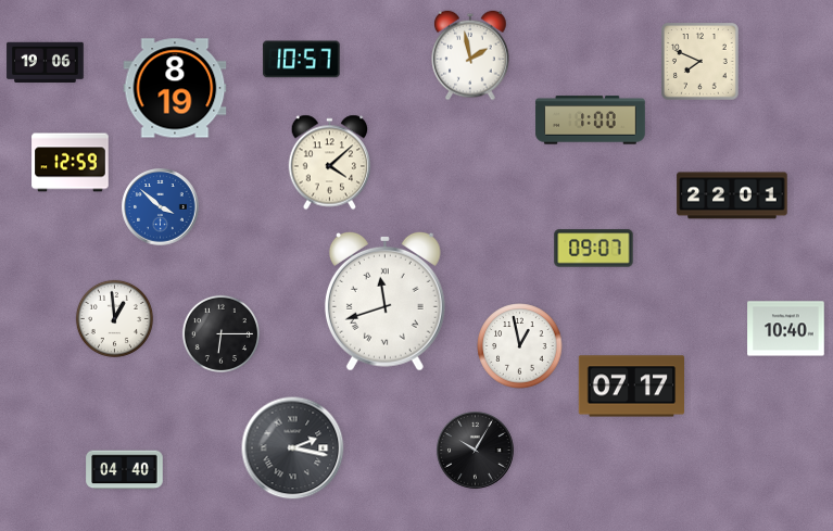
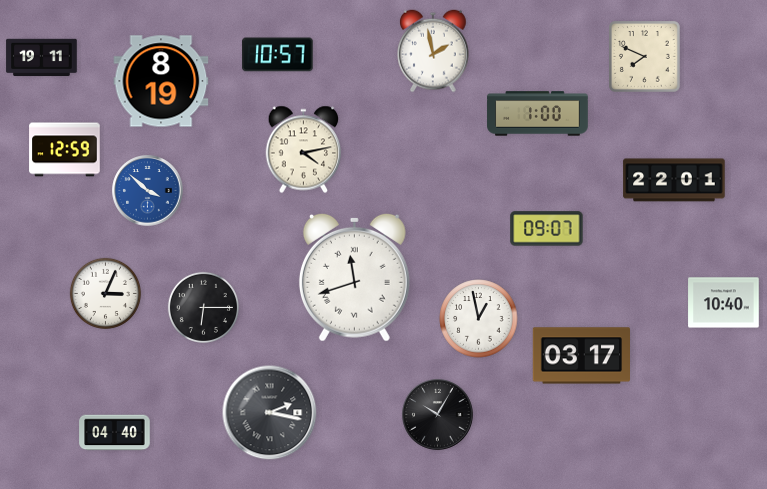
clock at (46, 63): 19:06 -> 19:11
clock at (591, 121) position: (591, 121) -> (538, 114)
clock at (330, 163): 4:08 -> 4:13
clock at (114, 318): 12:59 -> 3:04
clock at (631, 387): 07:17 -> 03:17
